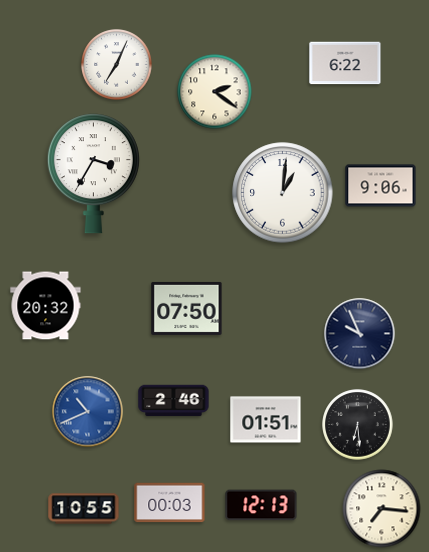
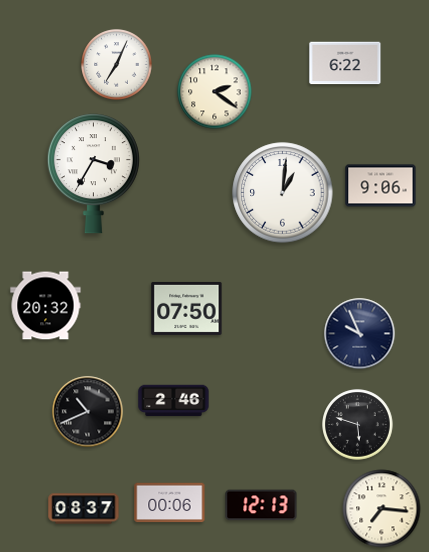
clock at (88, 412) dial: blue -> black
clock at (266, 420): 01:51 -> none
clock at (358, 425): 6:29 -> 5:48
clock at (170, 503): 00:03 -> 00:06
clock at (84, 509): 10:55 -> 08:37
